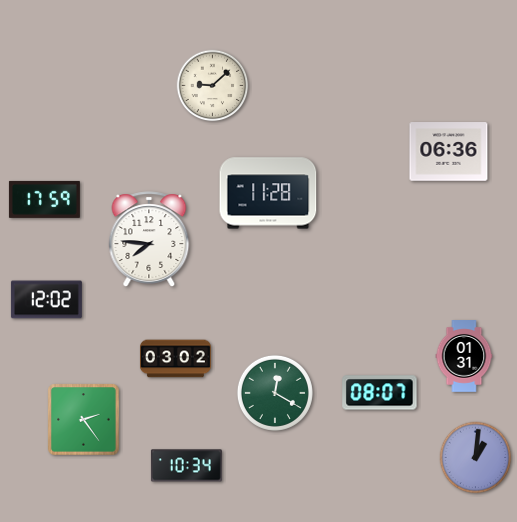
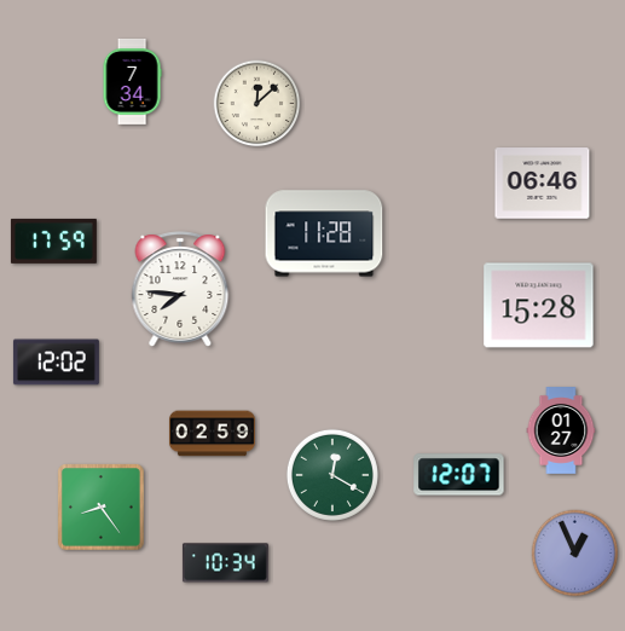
clock at (132, 81): none -> 7:34
clock at (213, 86): 9:08 -> 12:08
clock at (449, 152): 06:36 -> 06:46
clock at (539, 306): none -> 15:28
clock at (464, 356): 01:31 -> 01:27
clock at (175, 359): 03:02 -> 02:59
clock at (380, 393): 08:07 -> 12:07
clock at (84, 420): 2:24 -> 8:24
clock at (476, 458): 1:01 -> 12:56
